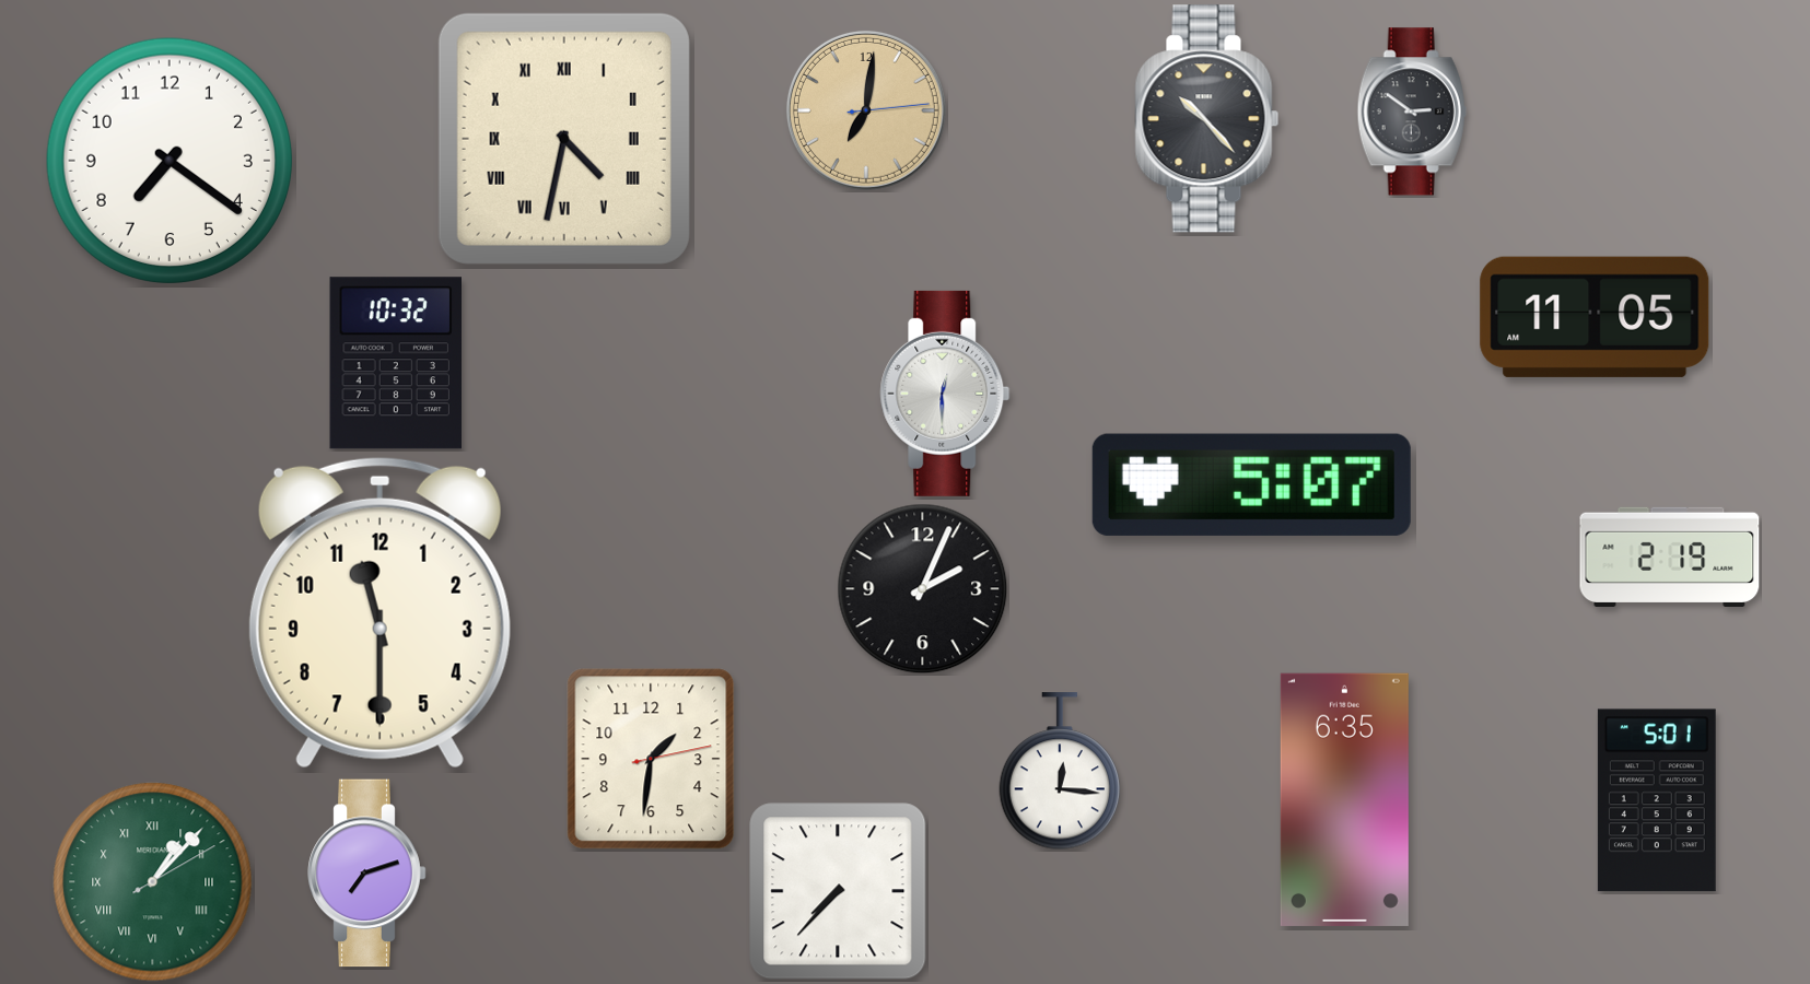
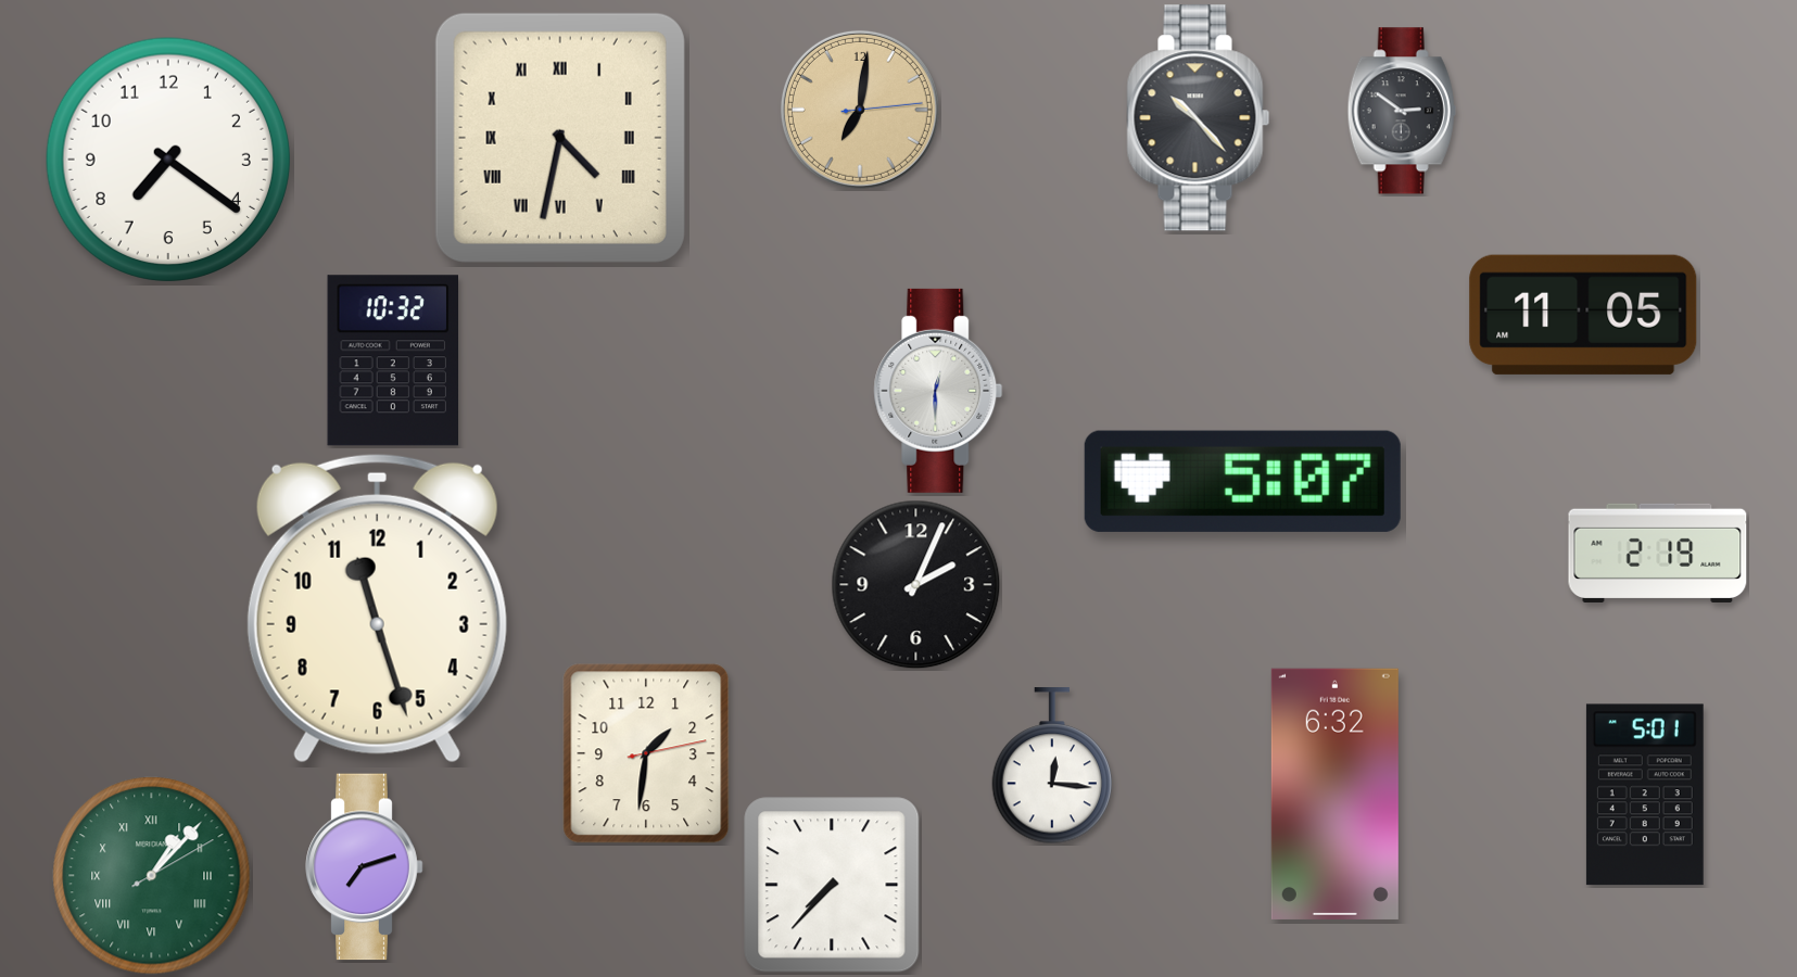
clock at (379, 612): 11:30 -> 11:27
clock at (1344, 799): 6:35 -> 6:32
